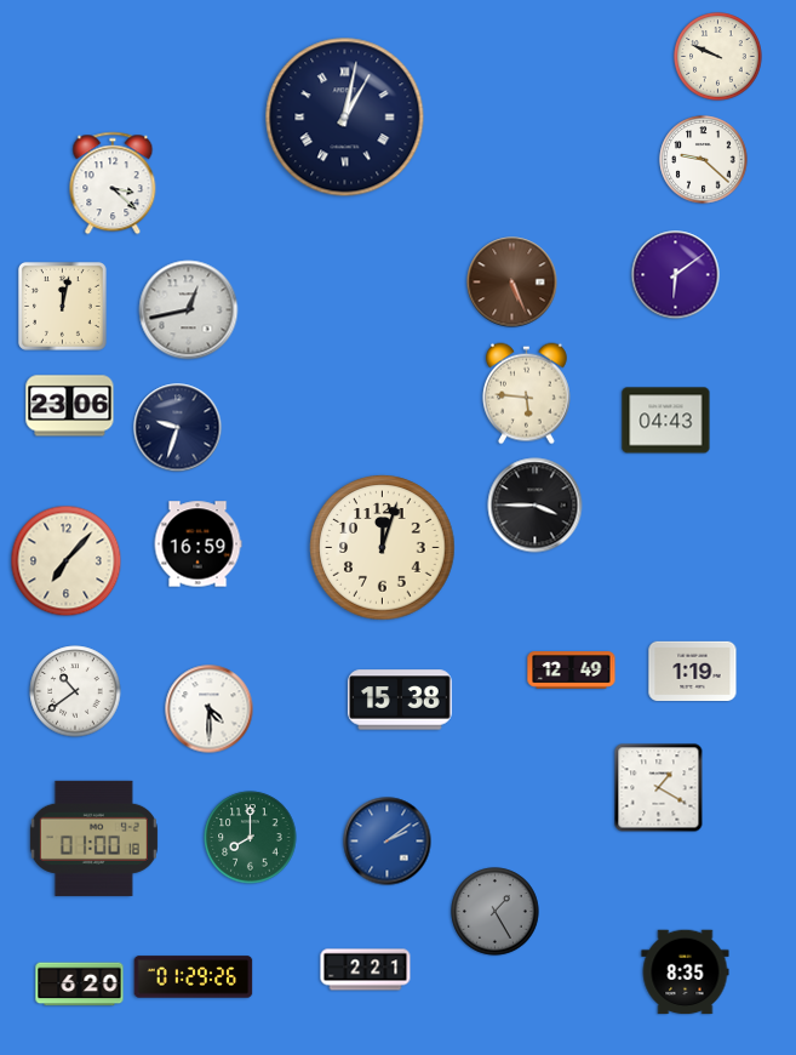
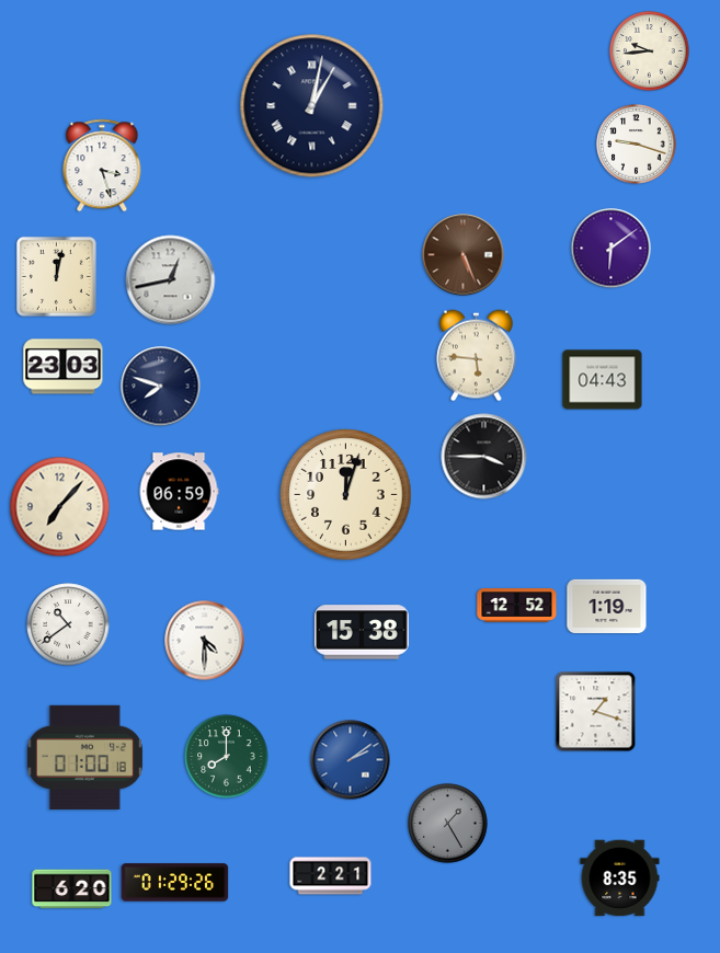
clock at (718, 57): 9:49 -> 9:44
clock at (704, 160): 9:22 -> 9:18
clock at (113, 183): 3:22 -> 3:27
clock at (70, 406): 23:06 -> 23:03
clock at (178, 428): 9:33 -> 7:48
clock at (197, 544): 16:59 -> 06:59
clock at (572, 671): 12:49 -> 12:52
clock at (693, 671) position: (693, 671) -> (607, 606)
clock at (210, 709) position: (210, 709) -> (205, 641)
clock at (659, 788): 1:20 -> 1:18
